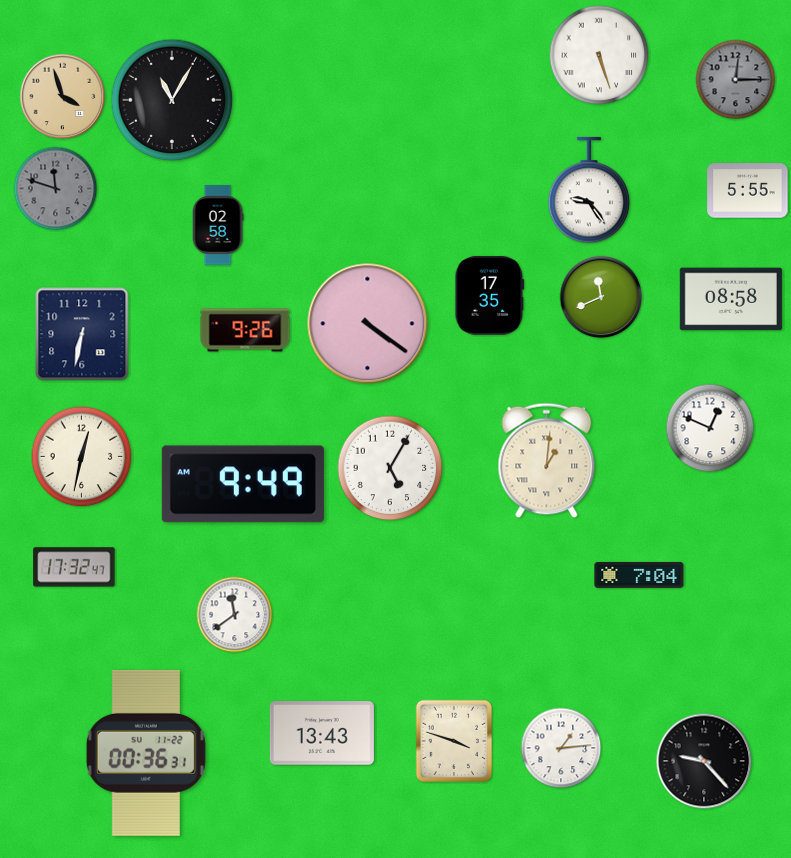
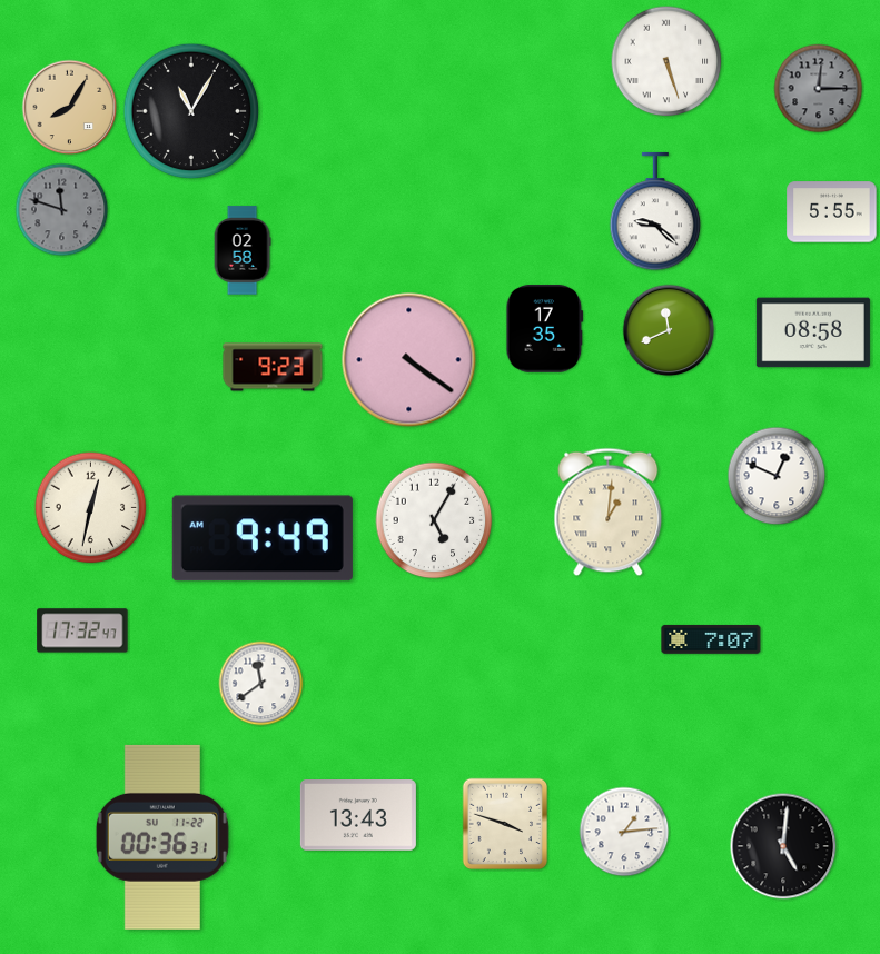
clock at (63, 97): 3:57 -> 8:05
clock at (589, 190): 9:24 -> 9:22
clock at (245, 330): 9:26 -> 9:23
clock at (82, 334): 6:32 -> none
clock at (710, 428) position: (710, 428) -> (777, 476)
clock at (243, 484) position: (243, 484) -> (263, 538)
clock at (639, 575): 7:04 -> 7:07
clock at (704, 761): 9:23 -> 5:01
